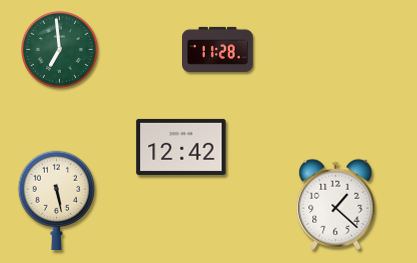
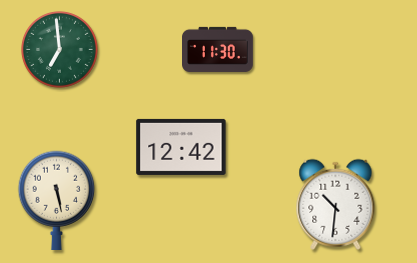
clock at (218, 49): 11:28 -> 11:30
clock at (336, 204): 1:22 -> 10:31
